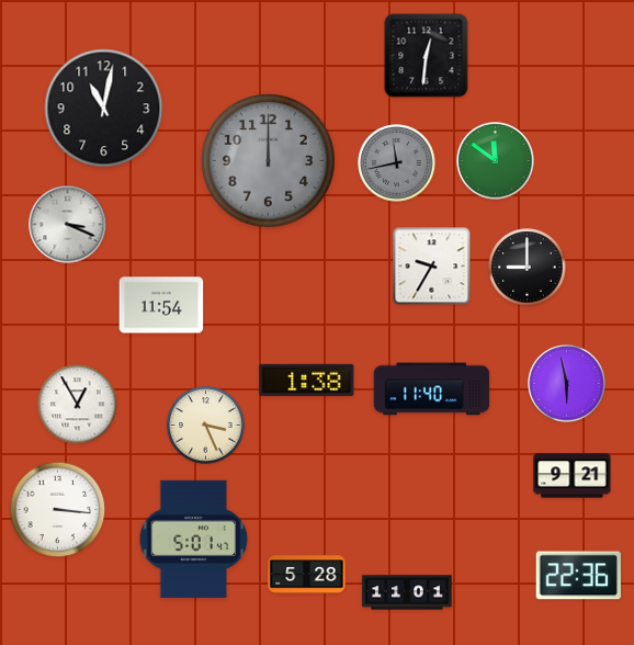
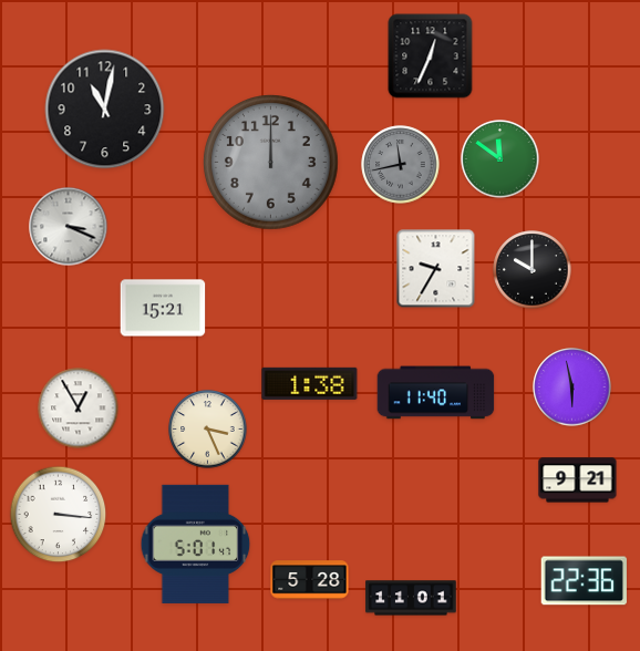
clock at (427, 56): 12:31 -> 12:34
clock at (496, 161) position: (496, 161) -> (500, 159)
clock at (528, 268): 9:00 -> 10:00
clock at (161, 305): 11:54 -> 15:21
